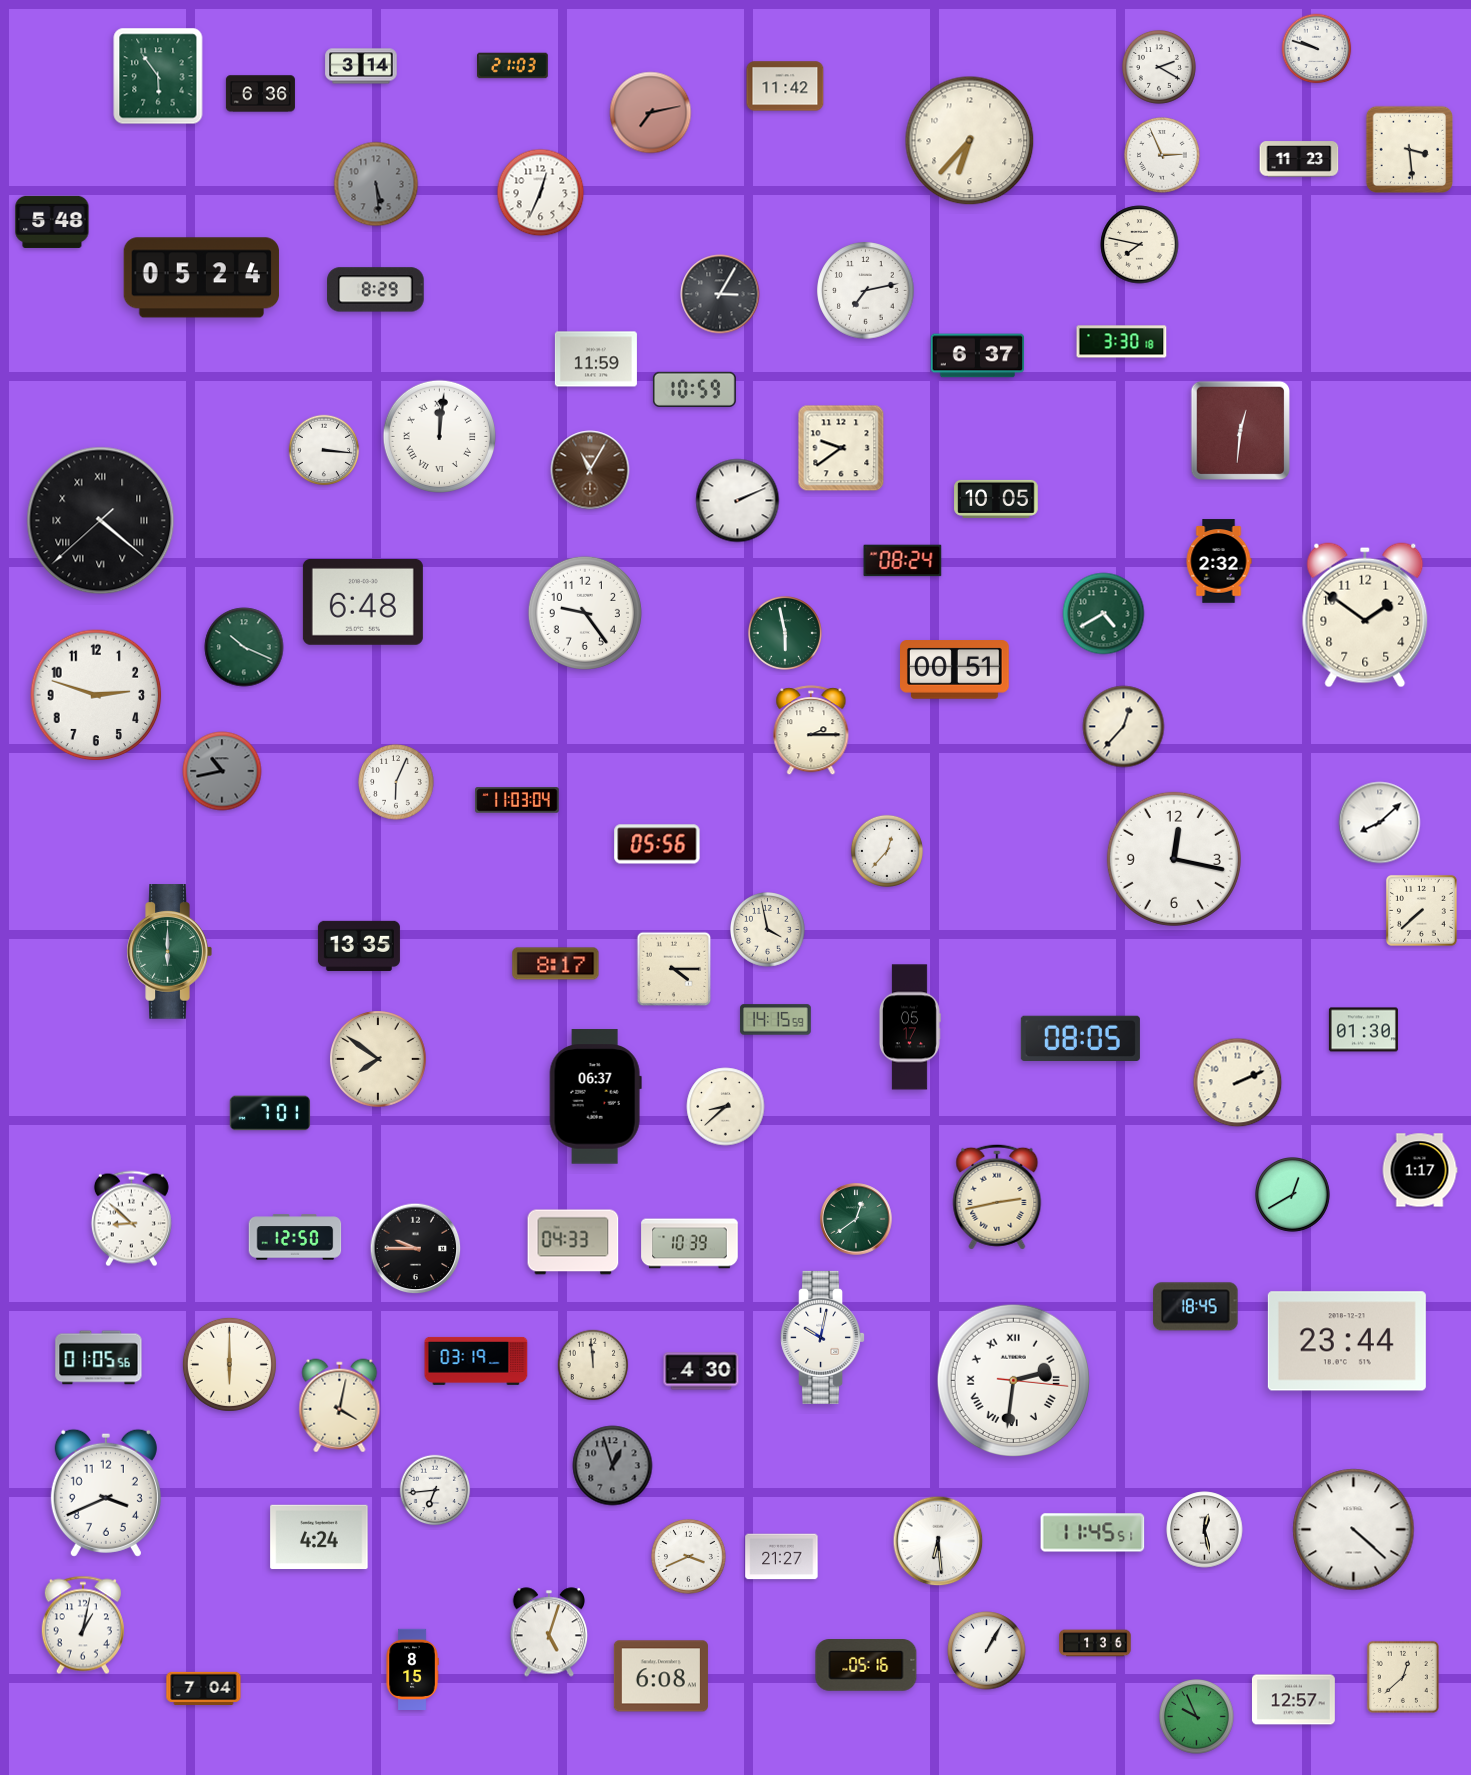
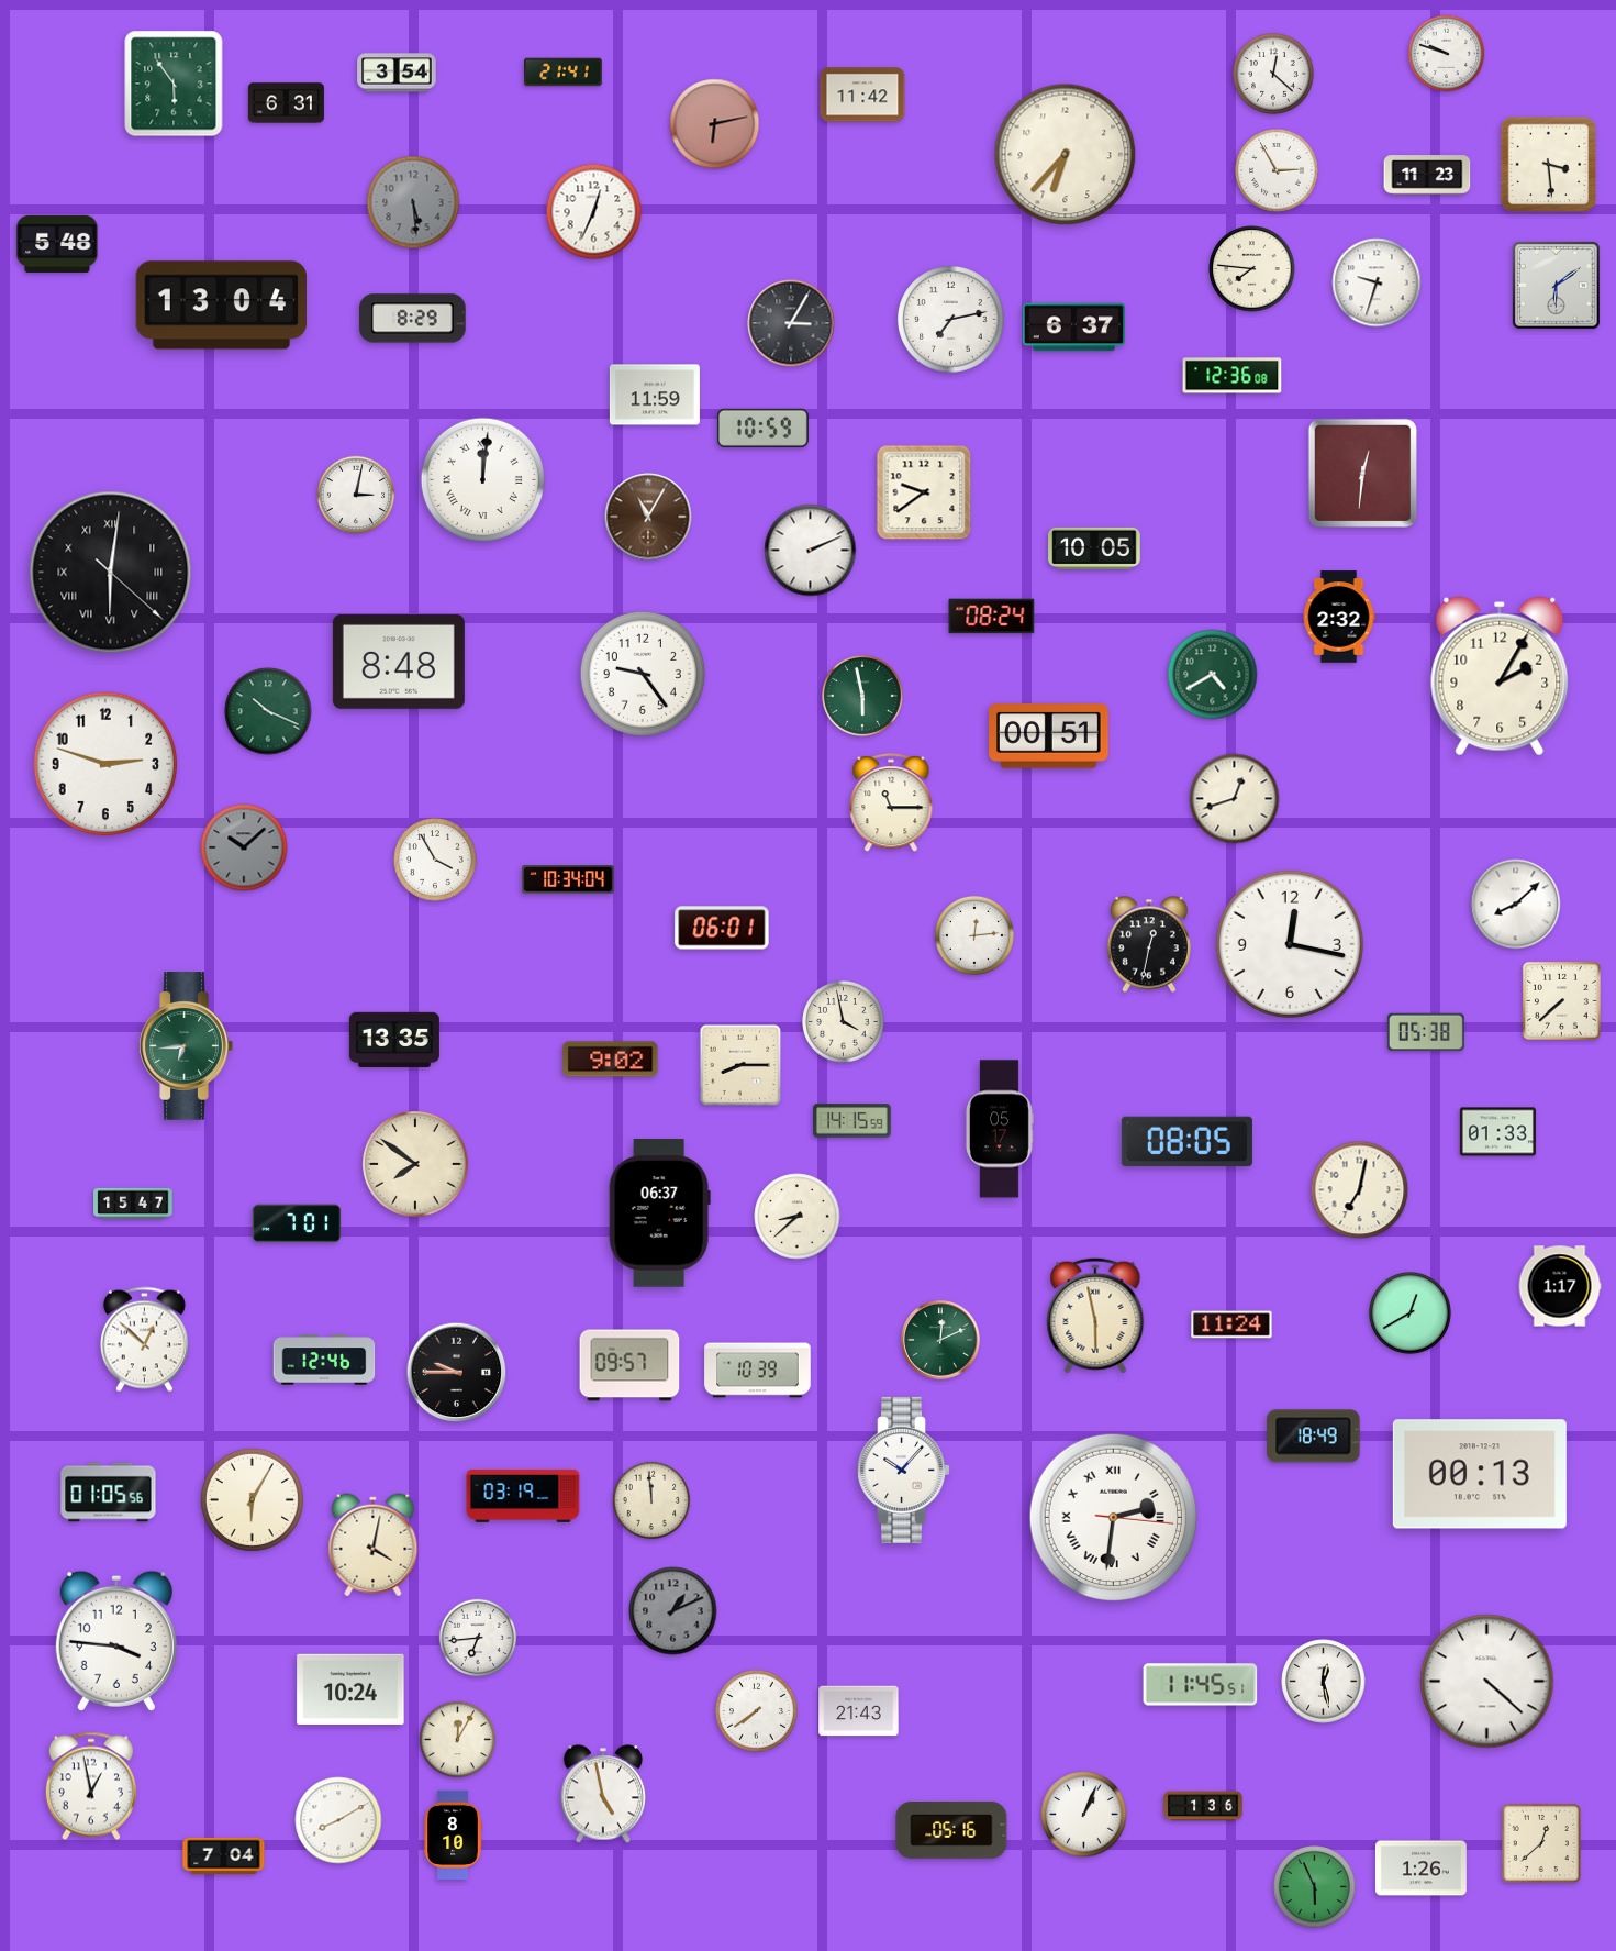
clock at (361, 66): 3:14 -> 3:54
clock at (513, 66): 21:03 -> 21:41
clock at (1159, 67): 2:20 -> 12:22
clock at (260, 94): 6:36 -> 6:31
clock at (651, 113): 7:13 -> 6:13
clock at (1162, 155): 2:56 -> 2:55
clock at (1140, 245): 7:47 -> 7:46
clock at (1377, 282): none -> 9:33
clock at (1557, 286): none -> 6:09
clock at (202, 278): 05:24 -> 13:04
clock at (1122, 342): 3:30 -> 12:36
clock at (977, 356) position: (977, 356) -> (1073, 328)
clock at (324, 450): 3:16 -> 3:02
clock at (101, 521): 4:21 -> 6:01
clock at (363, 602): 6:48 -> 8:48
clock at (1365, 615): 1:51 -> 2:05
clock at (1124, 727): 12:37 -> 12:42
clock at (811, 731): 2:15 -> 11:15
clock at (222, 771): 10:43 -> 10:08
clock at (396, 782): 6:04 -> 3:55
clock at (517, 800): 11:03 -> 10:34
clock at (657, 844): 05:56 -> 06:01
clock at (887, 851): 12:37 -> 12:14
clock at (1149, 944): none -> 12:32
clock at (1426, 1032): none -> 05:38
clock at (169, 952): 6:00 -> 6:44
clock at (556, 964): 8:17 -> 9:02
clock at (674, 969): 4:15 -> 8:15
clock at (1363, 1030): 01:30 -> 01:33
clock at (1238, 1083): 2:11 -> 7:02
clock at (133, 1204): none -> 15:47
clock at (595, 1097) position: (595, 1097) -> (659, 1213)
clock at (1293, 1195) position: (1293, 1195) -> (1411, 1313)
clock at (997, 1197): 2:43 -> 5:58
clock at (1231, 1324): none -> 11:24
clock at (131, 1219): 8:52 -> 12:52
clock at (856, 1219): 12:39 -> 12:11
clock at (295, 1237): 12:50 -> 12:46
clock at (573, 1242): 04:33 -> 09:57
clock at (690, 1244) position: (690, 1244) -> (758, 1371)
clock at (1196, 1307): 18:45 -> 18:49
clock at (823, 1337): 10:02 -> 10:07
clock at (1347, 1341): 23:44 -> 00:13
clock at (229, 1364): 6:00 -> 6:05
clock at (701, 1371): 4:30 -> none
clock at (613, 1466): 12:57 -> 1:11
clock at (106, 1493): 3:41 -> 3:46
clock at (319, 1537): 4:24 -> 10:24
clock at (938, 1541): 6:29 -> none
clock at (689, 1557): 3:41 -> 7:39
clock at (782, 1557): 21:27 -> 21:43
clock at (458, 1740): none -> 12:05
clock at (83, 1625): 1:02 -> 12:58
clock at (549, 1632): 5:03 -> 4:58
clock at (987, 1651): 1:05 -> 1:04
clock at (338, 1820): none -> 8:10
clock at (412, 1669): 8:15 -> 8:10
clock at (661, 1676): 6:08 -> none
clock at (1294, 1700): 12:57 -> 1:26
clock at (1197, 1717): 9:56 -> 5:56
